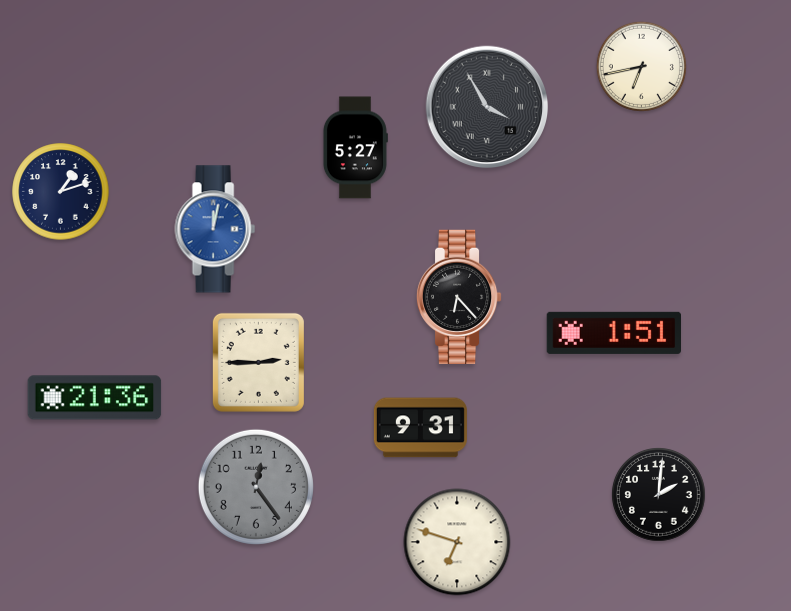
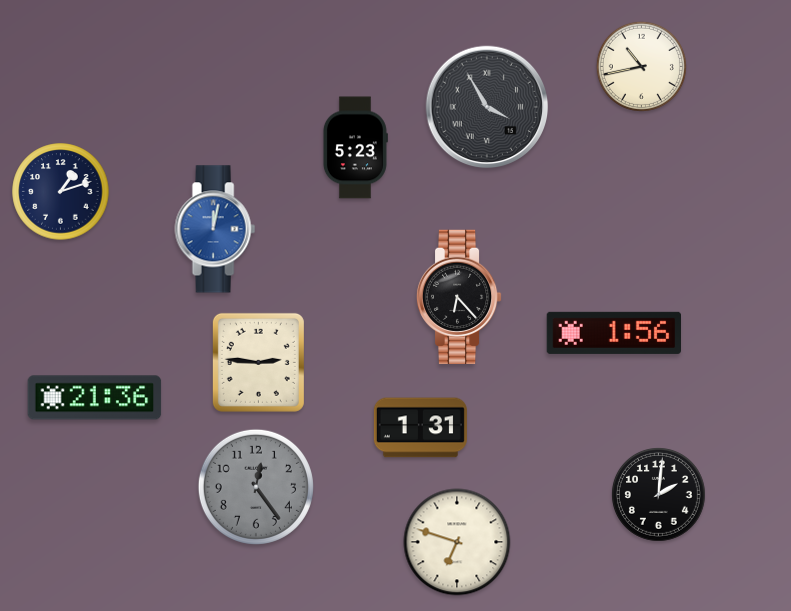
clock at (641, 66): 6:43 -> 10:43
clock at (355, 148): 5:27 -> 5:23
clock at (613, 333): 1:51 -> 1:56
clock at (258, 362): 2:45 -> 2:46
clock at (420, 428): 9:31 -> 1:31
